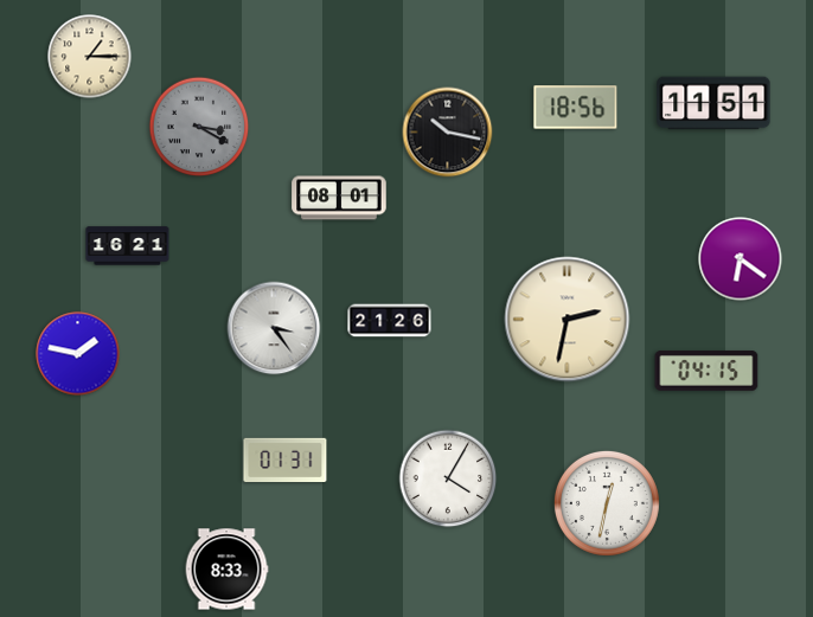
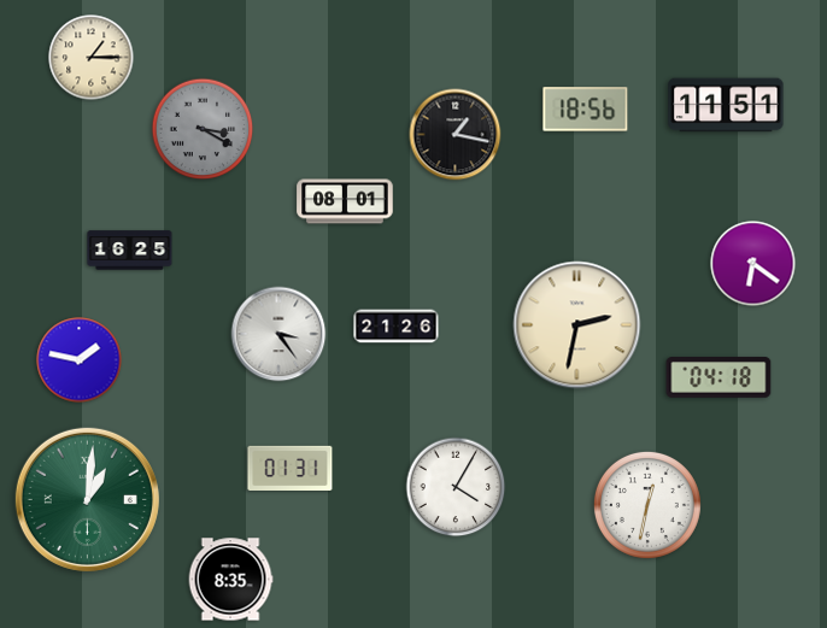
clock at (448, 133): 10:17 -> 1:17
clock at (128, 246): 16:21 -> 16:25
clock at (706, 371): 04:15 -> 04:18
clock at (87, 499): none -> 1:01
clock at (607, 503) position: (607, 503) -> (647, 505)
clock at (226, 570): 8:33 -> 8:35
